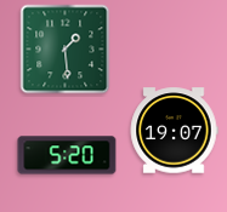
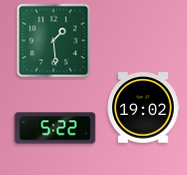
clock at (174, 131): 19:07 -> 19:02
clock at (67, 155): 5:20 -> 5:22
